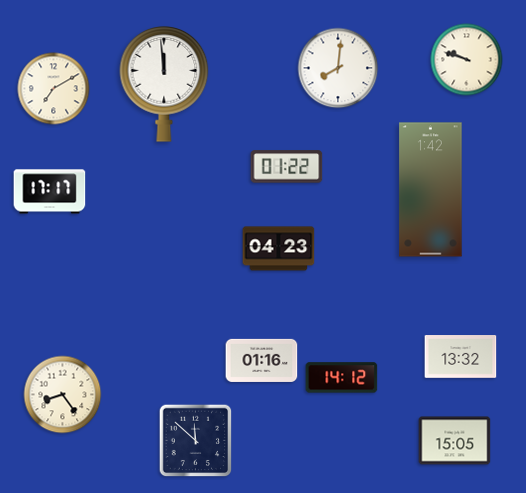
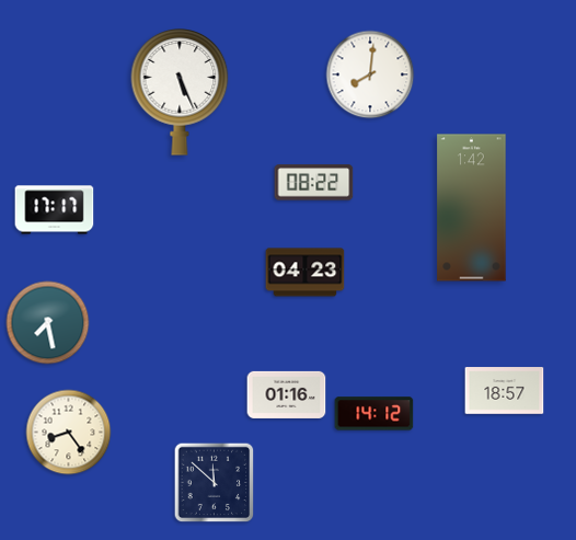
clock at (467, 60): 9:48 -> none
clock at (164, 85): 11:59 -> 5:26
clock at (54, 89): 7:10 -> none
clock at (287, 167): 01:22 -> 08:22
clock at (48, 323): none -> 7:28
clock at (461, 357): 13:32 -> 18:57
clock at (455, 441): 15:05 -> none
